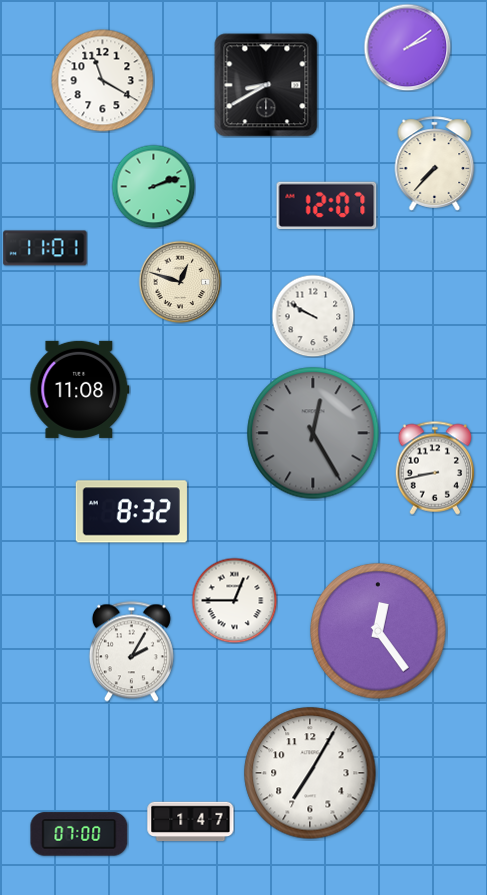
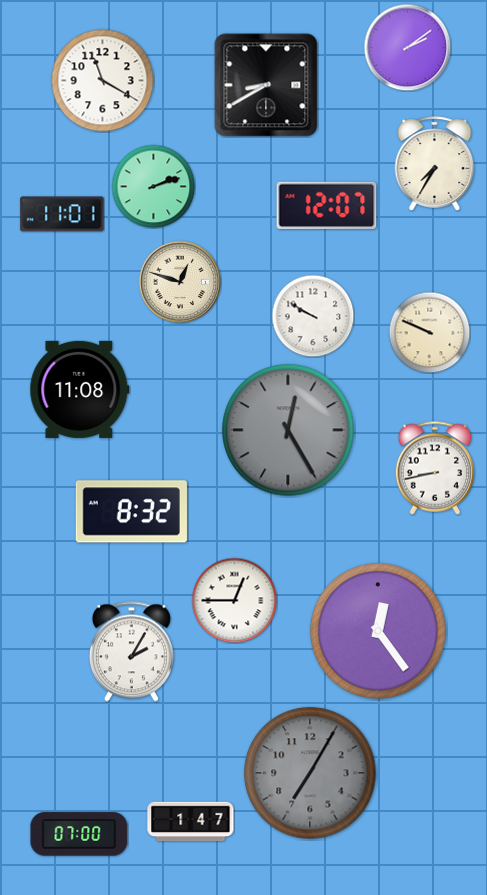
clock at (435, 164): 7:37 -> 7:35
clock at (45, 248) position: (45, 248) -> (62, 214)
clock at (429, 332): none -> 9:49
clock at (313, 433) position: (313, 433) -> (288, 430)
clock at (310, 773) dial: white -> grey
